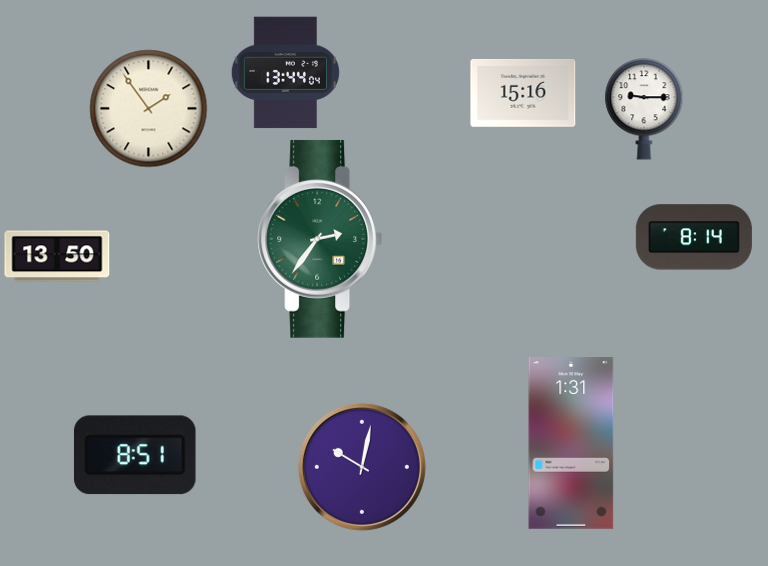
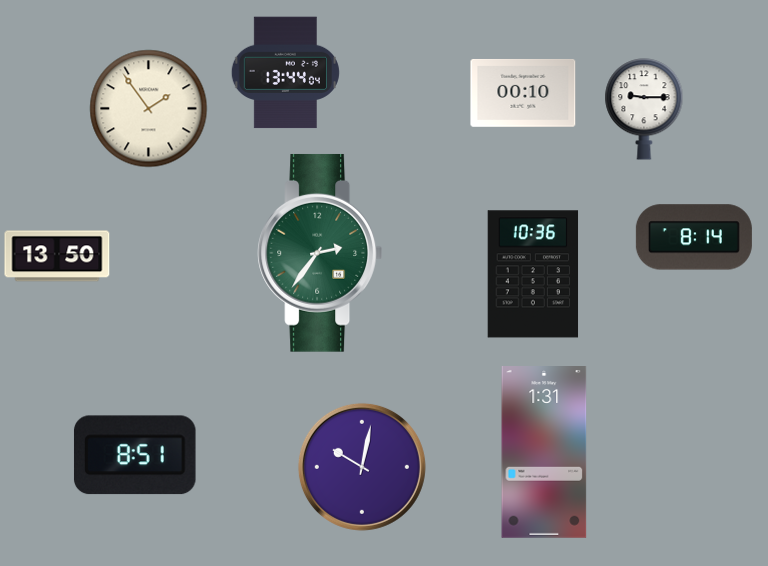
clock at (523, 93): 15:16 -> 00:10
clock at (319, 239) position: (319, 239) -> (319, 253)
clock at (533, 274): none -> 10:36
clock at (571, 444) position: (571, 444) -> (544, 453)
